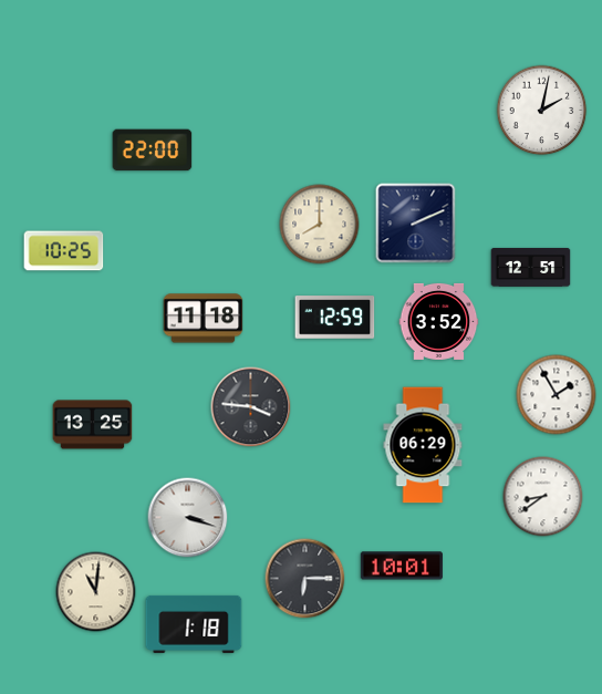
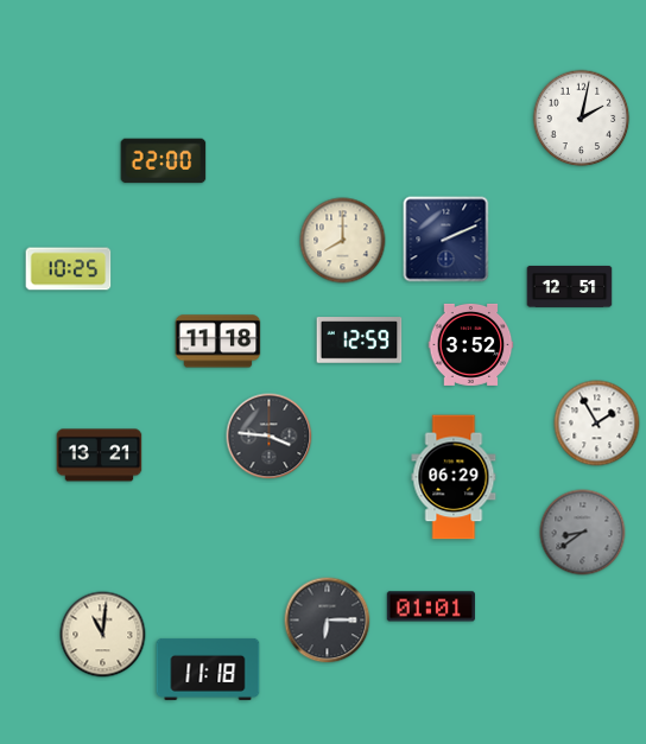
clock at (93, 425): 13:25 -> 13:21
clock at (543, 497) dial: white -> grey
clock at (188, 518): 3:18 -> none
clock at (402, 566): 10:01 -> 01:01
clock at (194, 624): 1:18 -> 11:18
